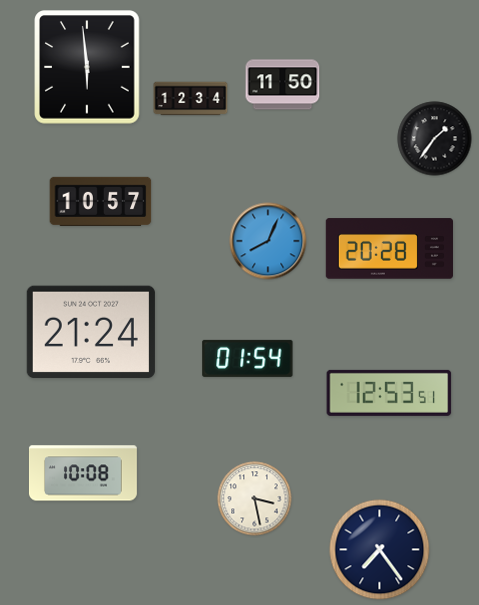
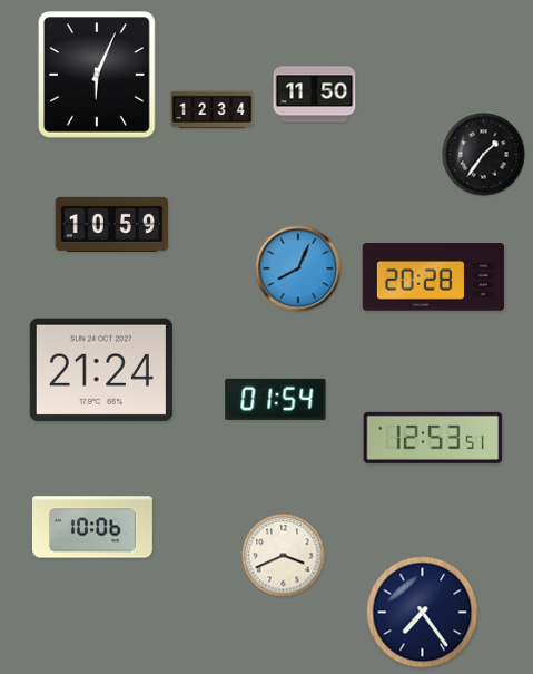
clock at (87, 67): 5:59 -> 6:04
clock at (101, 201): 10:57 -> 10:59
clock at (83, 473): 10:08 -> 10:06
clock at (255, 499): 3:28 -> 3:41
